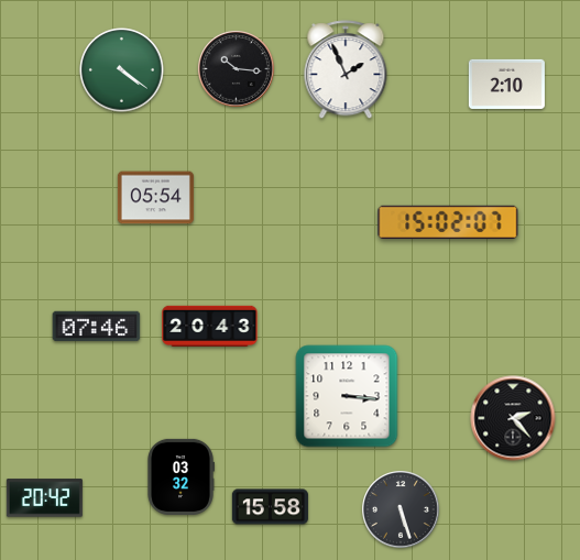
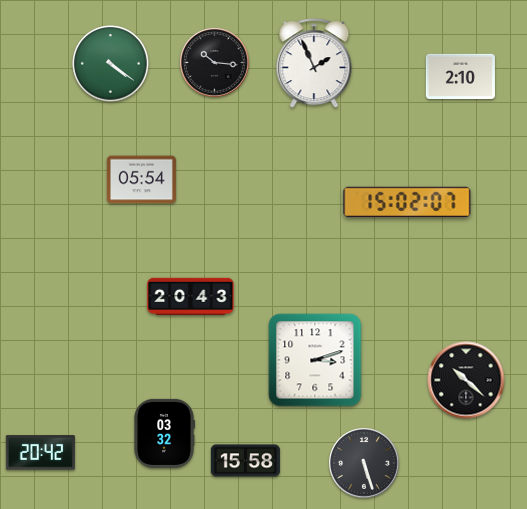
clock at (97, 327): 07:46 -> none
clock at (347, 396): 3:16 -> 3:12
clock at (513, 418): 2:23 -> 10:22
